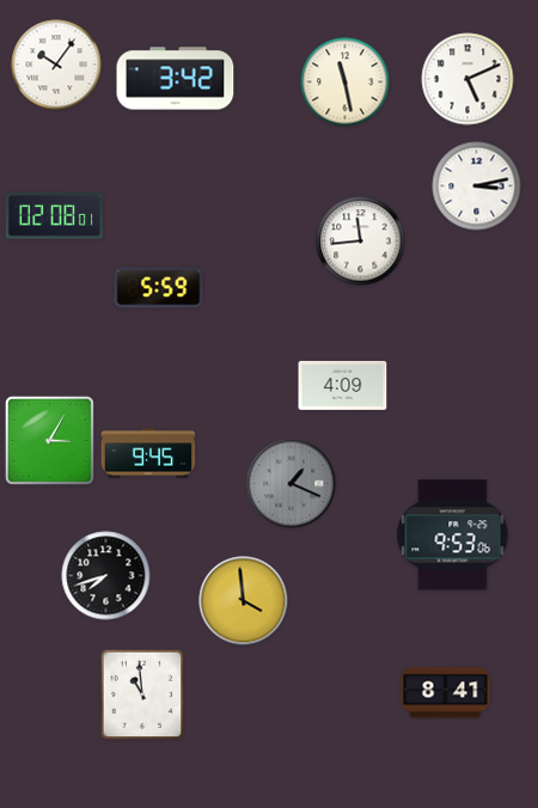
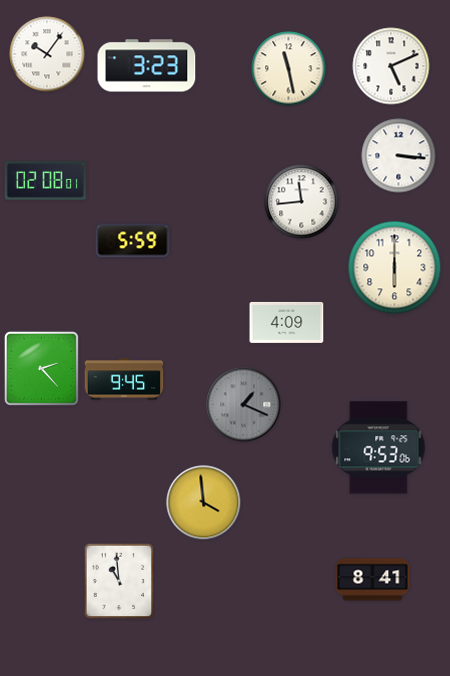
clock at (176, 79): 3:42 -> 3:23
clock at (477, 186): 3:13 -> 3:16
clock at (395, 268): none -> 6:00
clock at (49, 440): 3:05 -> 2:23
clock at (106, 576): 7:42 -> none
